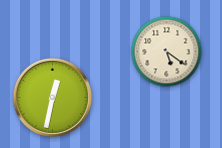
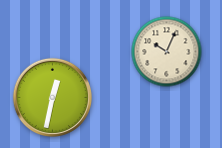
clock at (167, 52): 5:21 -> 10:04
